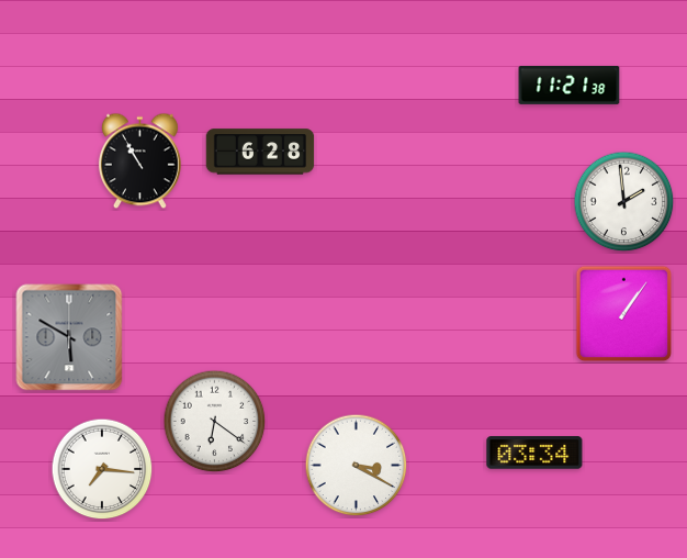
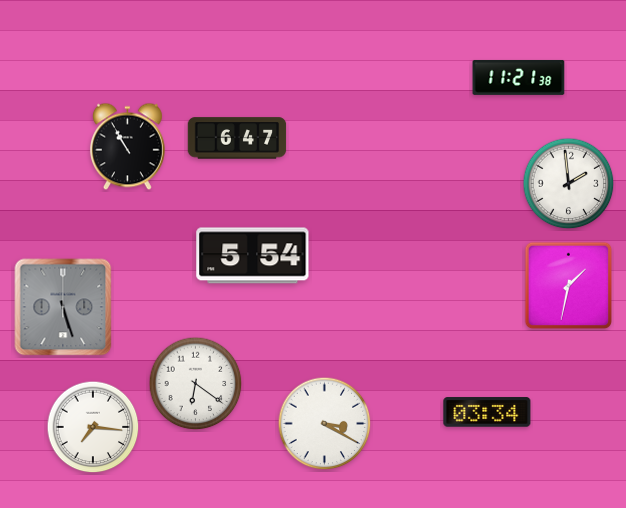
clock at (260, 152): 6:28 -> 6:47
clock at (253, 256): none -> 5:54
clock at (624, 314): 1:06 -> 1:32
clock at (69, 337): 5:50 -> 5:27
